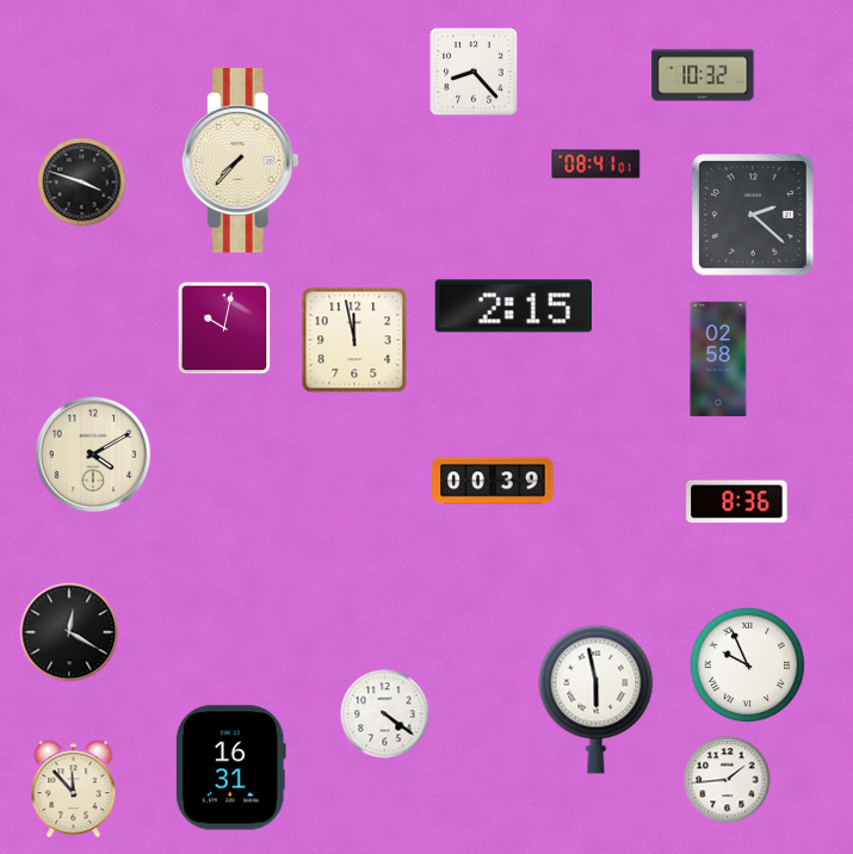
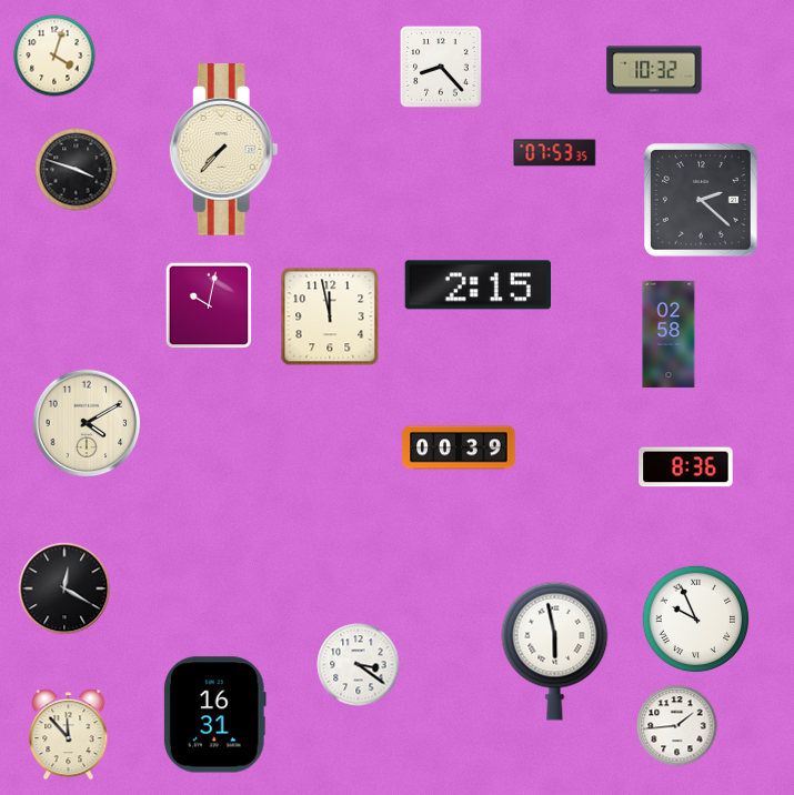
clock at (54, 56): none -> 4:03
clock at (597, 165): 08:41 -> 07:53
clock at (385, 714): 4:21 -> 3:21
